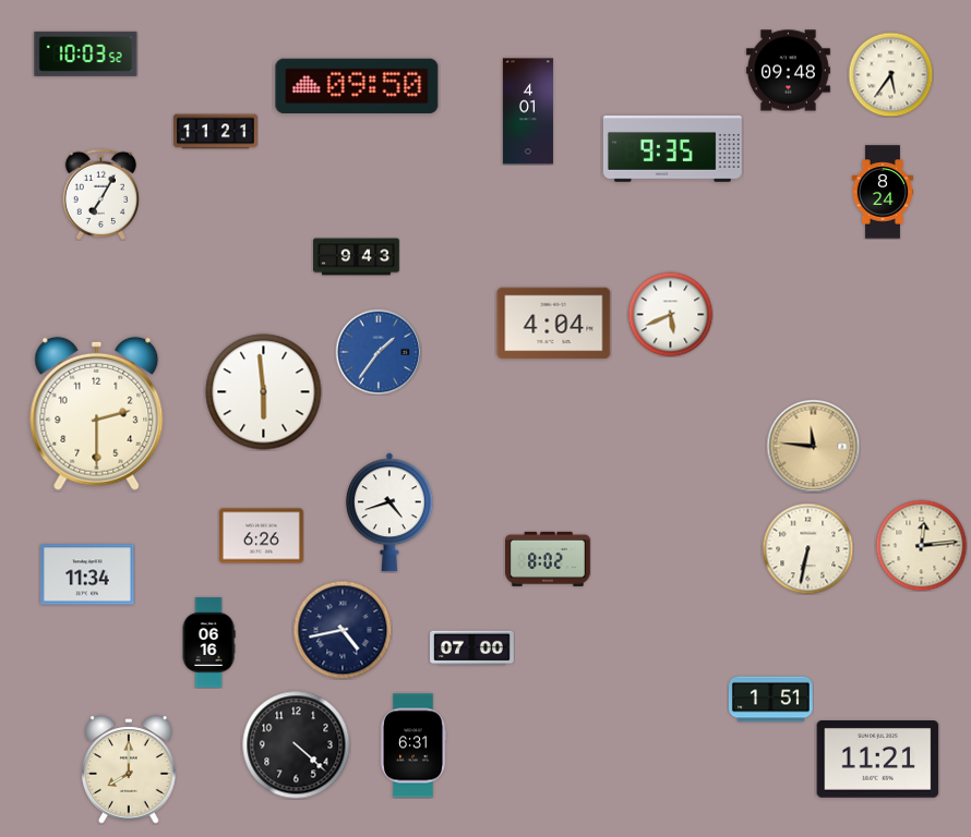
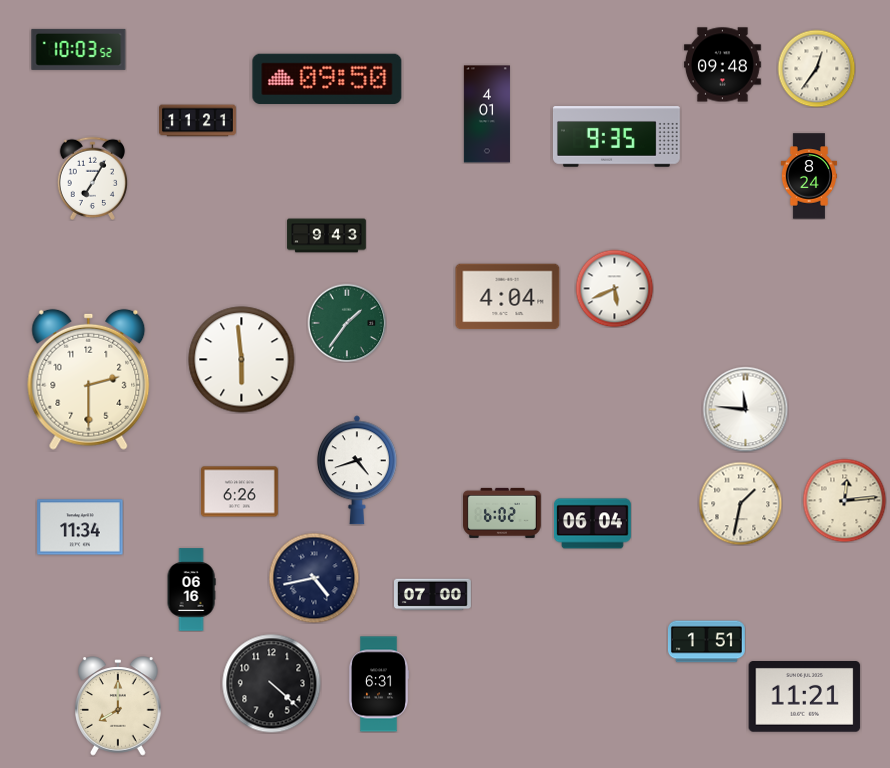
clock at (890, 74): 5:36 -> 12:36
clock at (528, 111) position: (528, 111) -> (487, 114)
clock at (379, 352) dial: blue -> green
clock at (813, 446) dial: champagne -> white
clock at (807, 548): 6:32 -> 1:32
clock at (549, 559): 8:02 -> 6:02
clock at (592, 524): none -> 06:04
